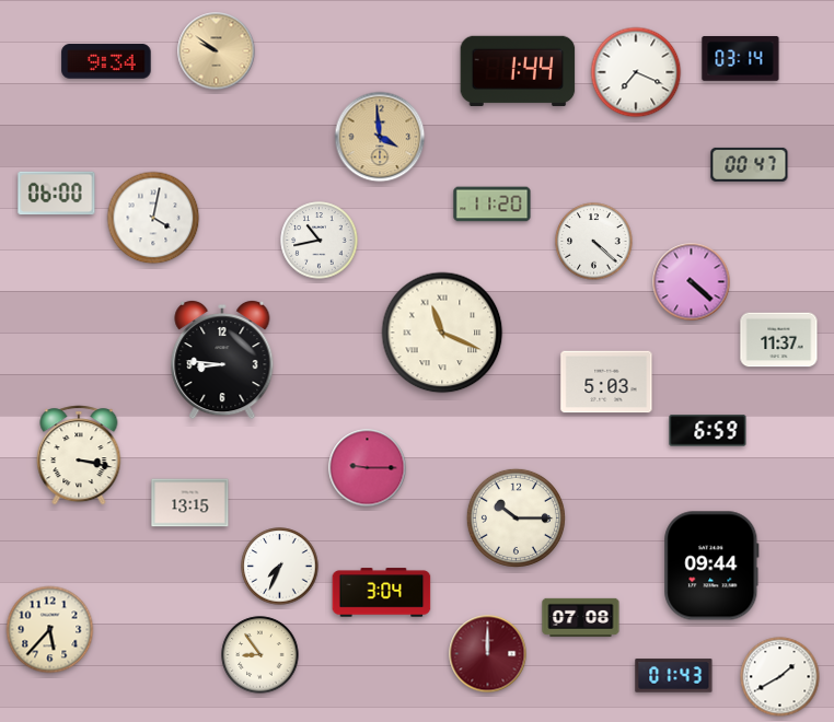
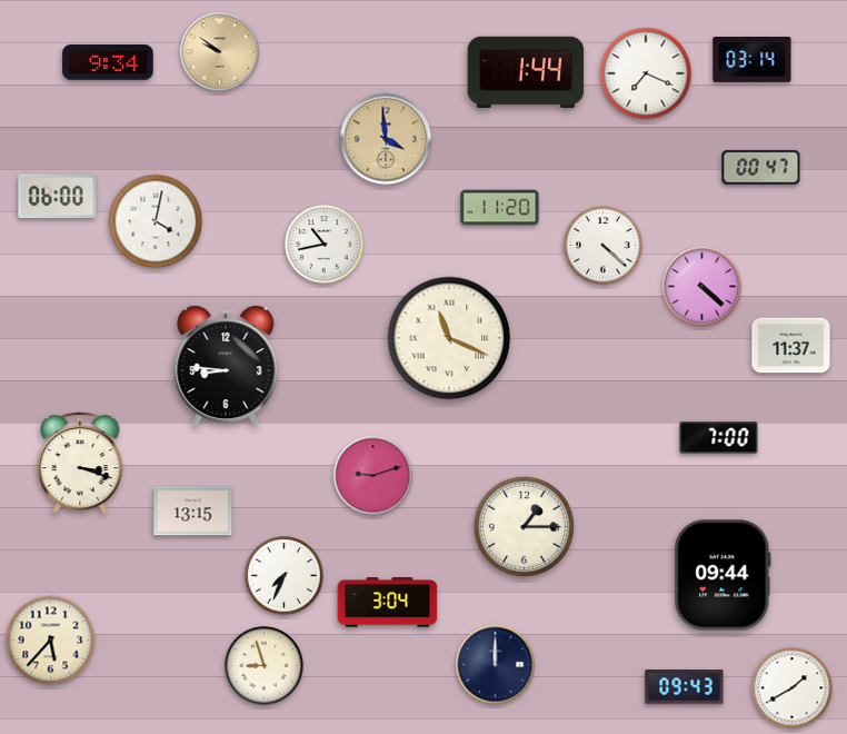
clock at (606, 382): 5:03 -> none
clock at (708, 431): 6:59 -> 7:00
clock at (79, 455): 3:17 -> 3:18
clock at (368, 468): 9:15 -> 9:12
clock at (516, 517): 10:15 -> 1:15
clock at (581, 617): 07:08 -> none
clock at (488, 654) dial: burgundy -> navy
clock at (260, 655): 8:54 -> 8:57
clock at (674, 676): 01:43 -> 09:43
